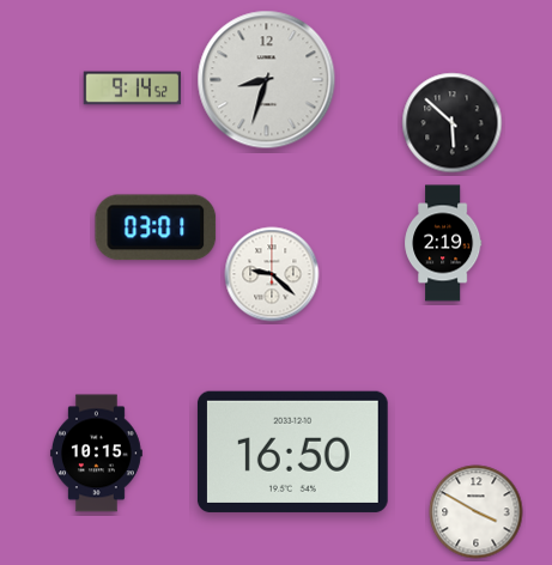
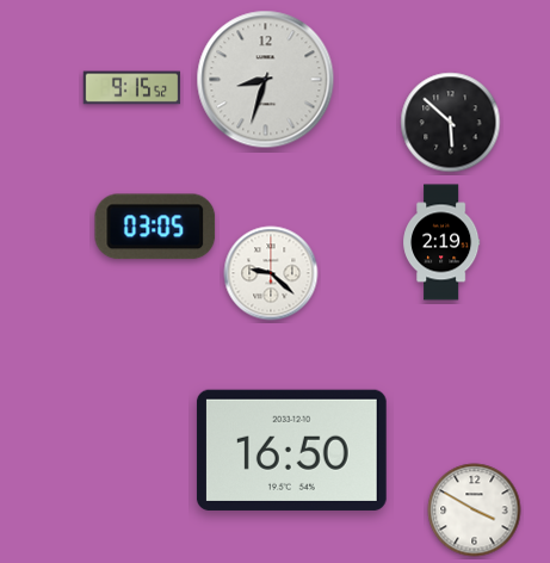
clock at (133, 89): 9:14 -> 9:15
clock at (156, 227): 03:01 -> 03:05
clock at (96, 454): 10:15 -> none
